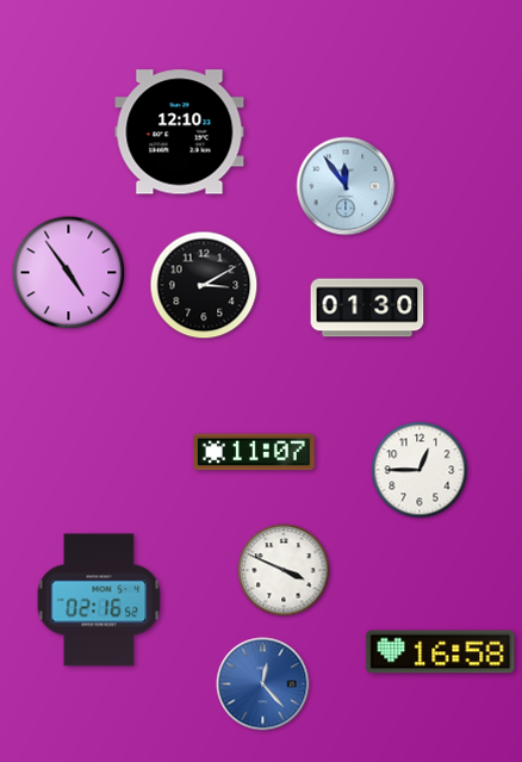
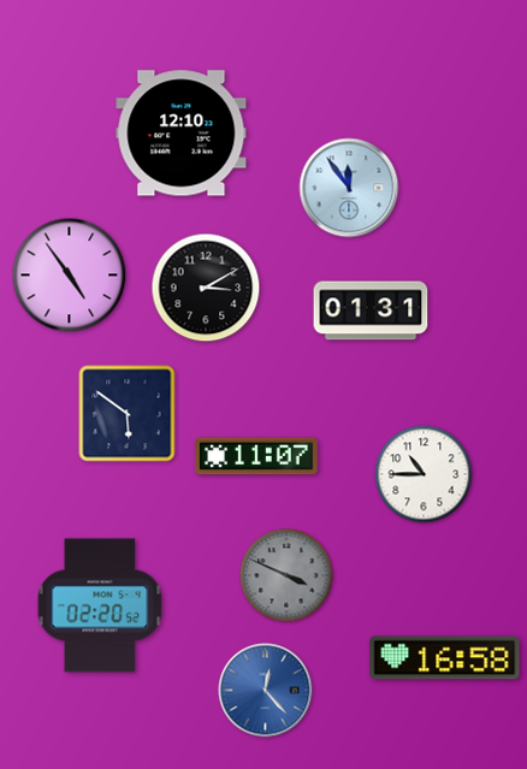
clock at (367, 308): 01:30 -> 01:31
clock at (128, 414): none -> 5:51
clock at (420, 470): 12:45 -> 10:45
clock at (284, 570) dial: white -> grey
clock at (99, 600): 02:16 -> 02:20
